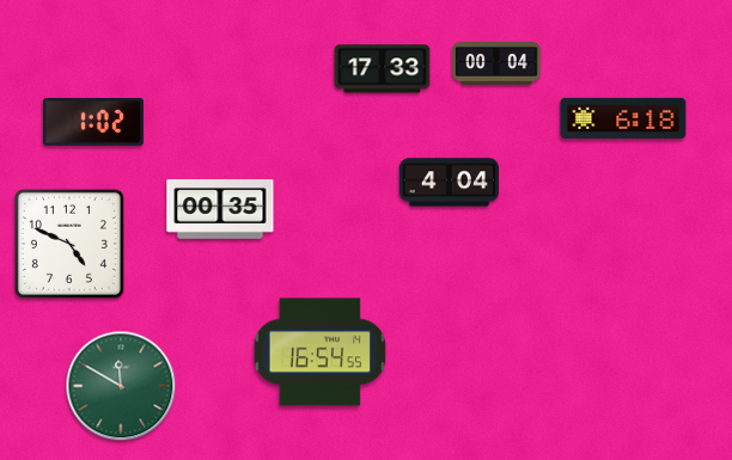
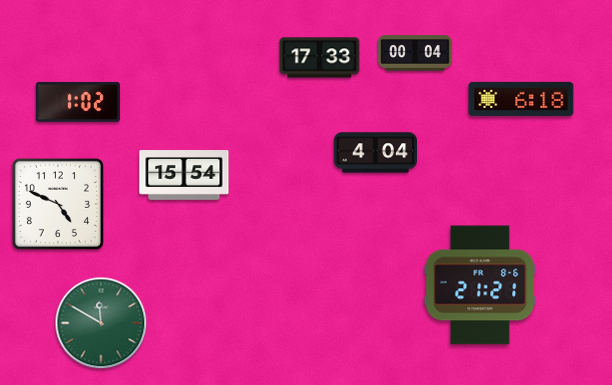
clock at (220, 209): 00:35 -> 15:54
clock at (480, 285): none -> 21:21
clock at (321, 352): 16:54 -> none
